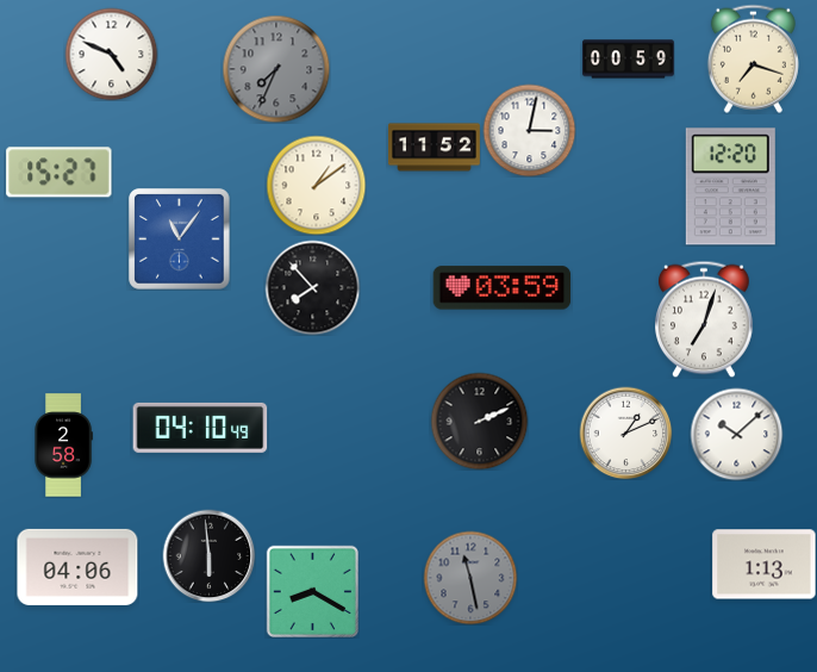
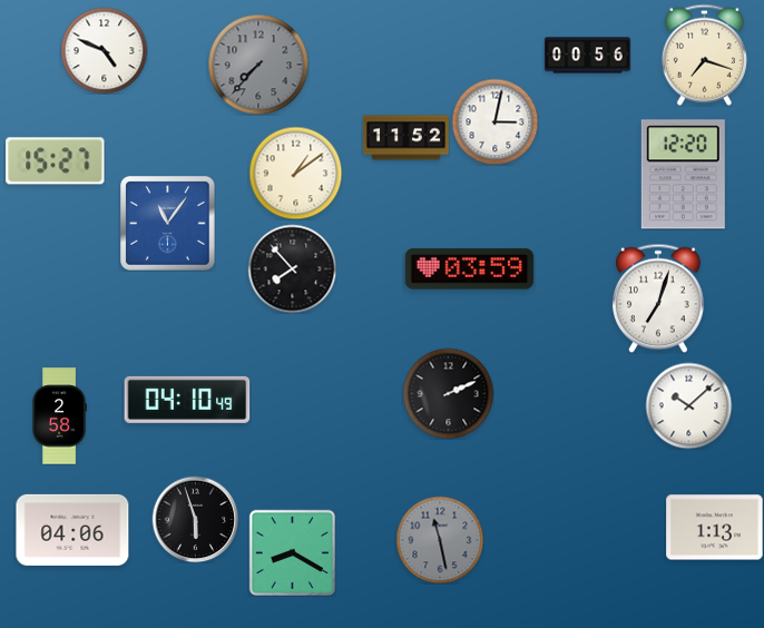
clock at (628, 60): 00:59 -> 00:56
clock at (276, 69): 7:34 -> 7:37
clock at (625, 433): 1:11 -> none
clock at (208, 555): 5:59 -> 5:57
